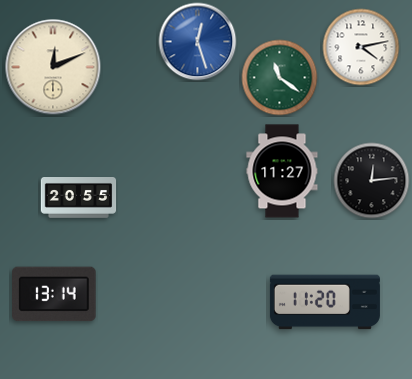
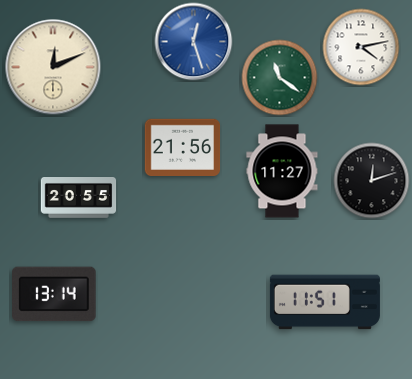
clock at (198, 42) position: (198, 42) -> (194, 42)
clock at (183, 147): none -> 21:56
clock at (372, 181): 12:14 -> 12:12
clock at (325, 302): 11:20 -> 11:51
